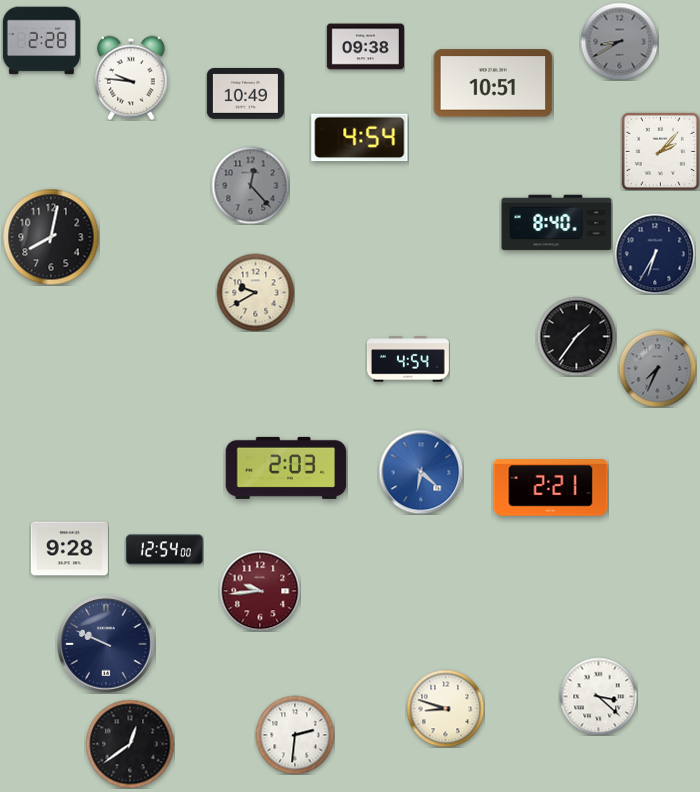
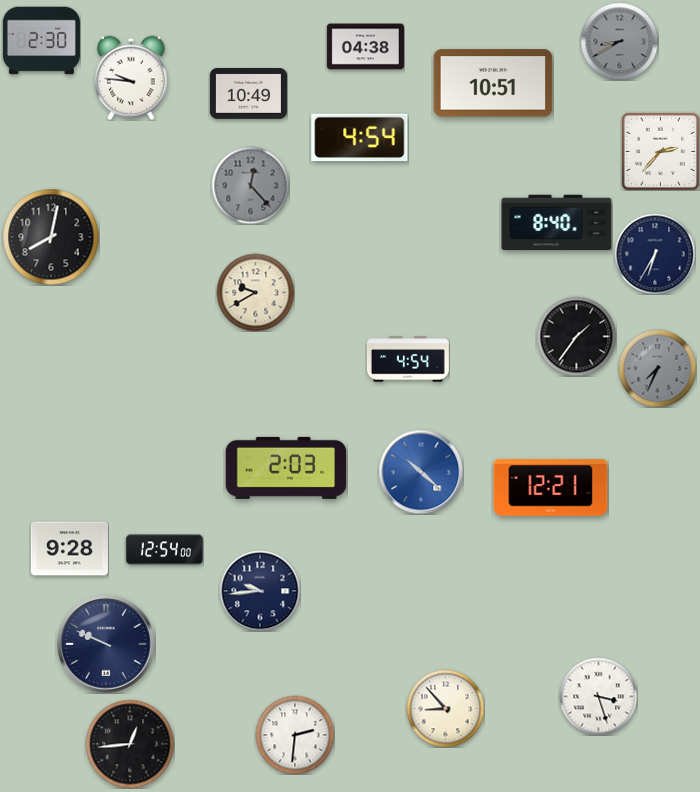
clock at (41, 41): 2:28 -> 2:30
clock at (365, 47): 09:38 -> 04:38
clock at (245, 93) position: (245, 93) -> (248, 93)
clock at (660, 151): 2:07 -> 2:37
clock at (421, 472): 6:22 -> 10:22
clock at (551, 488): 2:21 -> 12:21
clock at (260, 591) dial: burgundy -> navy
clock at (598, 696): 3:22 -> 3:27
clock at (445, 708): 8:48 -> 8:53
clock at (130, 744): 12:39 -> 12:44
